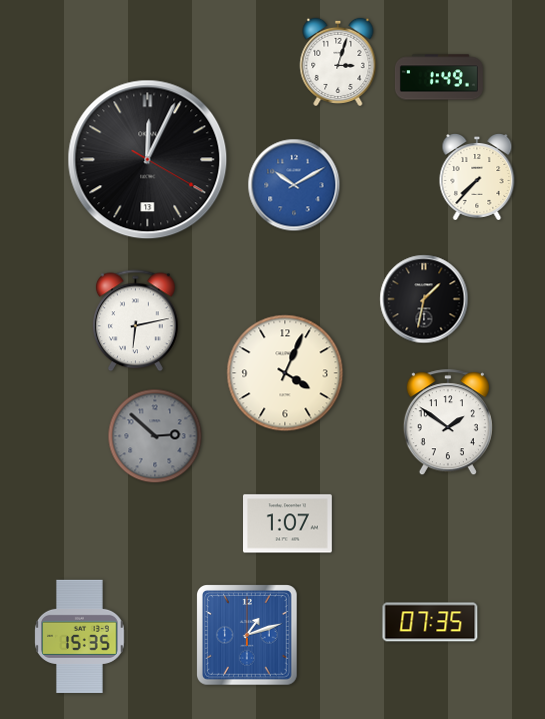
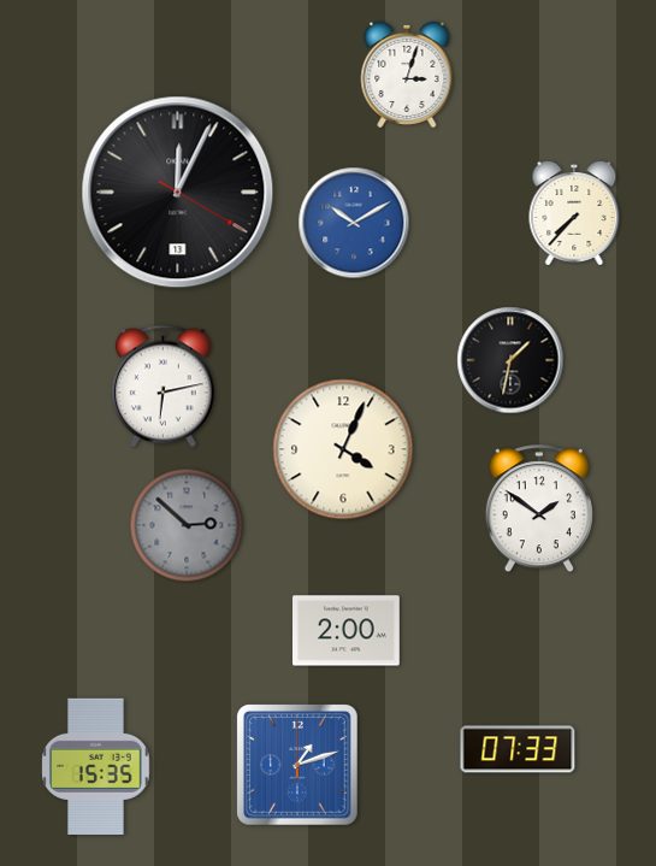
clock at (439, 77): 1:49 -> none
clock at (288, 524): 1:07 -> 2:00
clock at (430, 622): 07:35 -> 07:33
